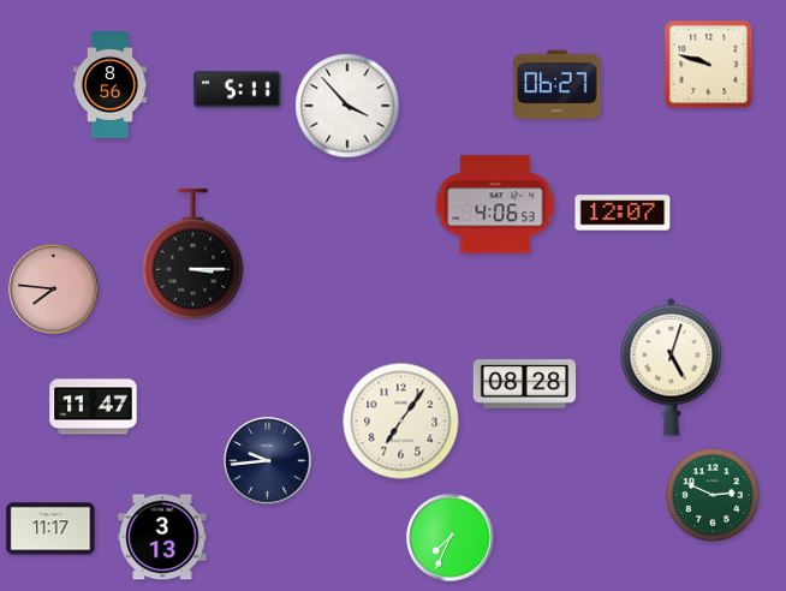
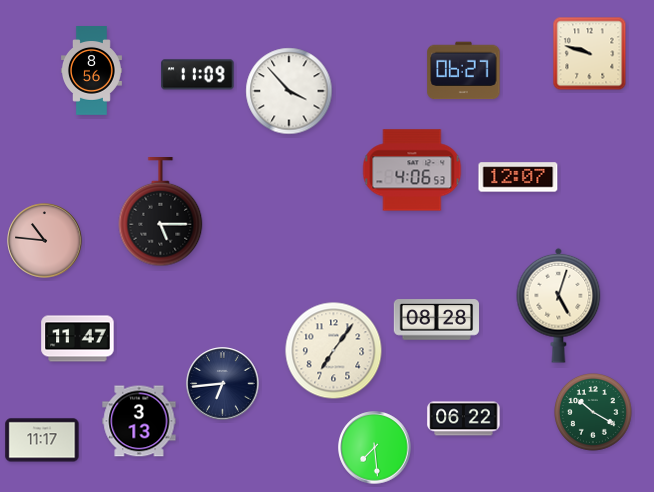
clock at (238, 90): 5:11 -> 11:09
clock at (347, 106) position: (347, 106) -> (289, 91)
clock at (193, 256): 3:15 -> 5:15
clock at (54, 289): 7:46 -> 10:46
clock at (268, 461): 9:44 -> 6:44
clock at (714, 496): 2:49 -> 10:20
clock at (464, 419): none -> 06:22
clock at (162, 537) position: (162, 537) -> (139, 421)
clock at (451, 538): 7:34 -> 7:29
